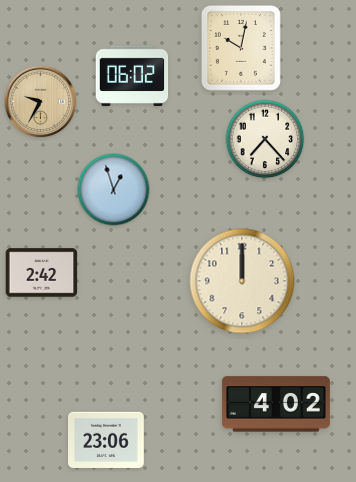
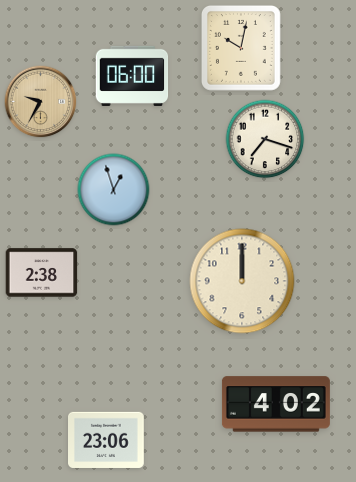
clock at (132, 76): 06:02 -> 06:00
clock at (265, 139): 7:23 -> 7:18
clock at (42, 273): 2:42 -> 2:38
